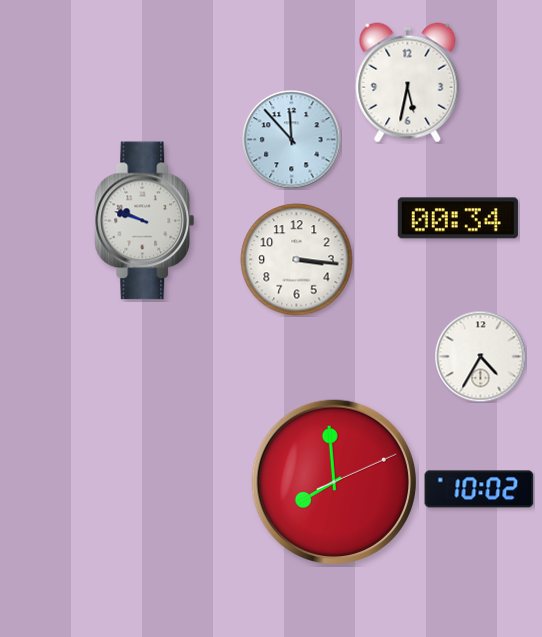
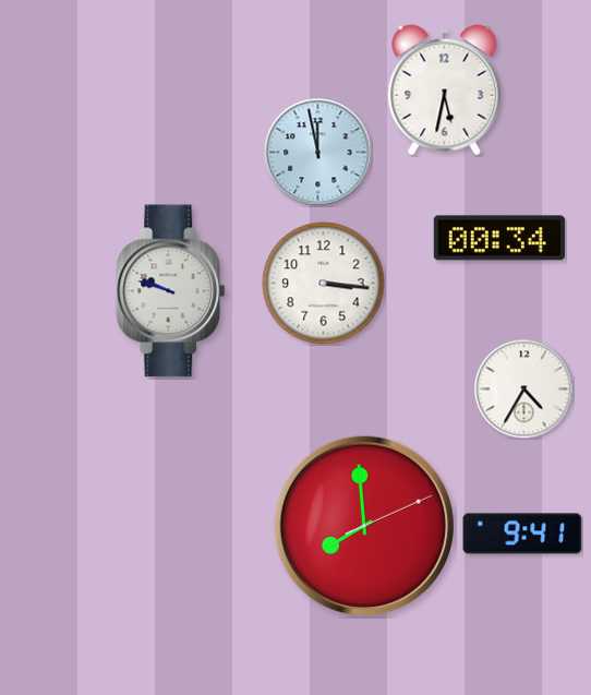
clock at (292, 140): 11:53 -> 11:58
clock at (145, 221) position: (145, 221) -> (171, 291)
clock at (479, 489): 10:02 -> 9:41
